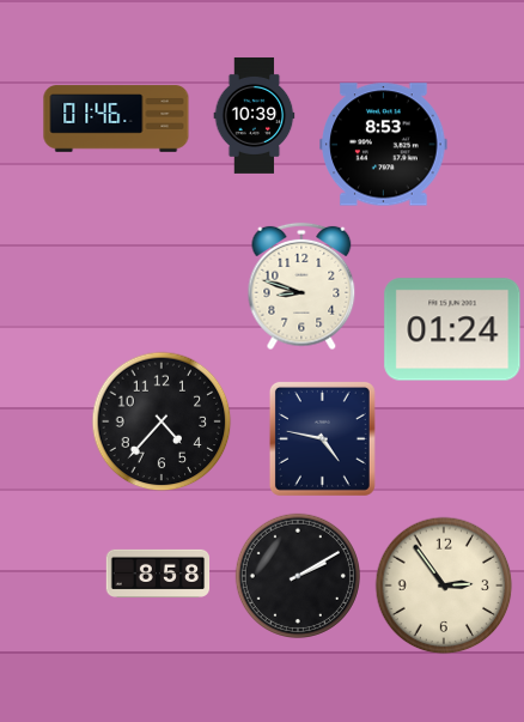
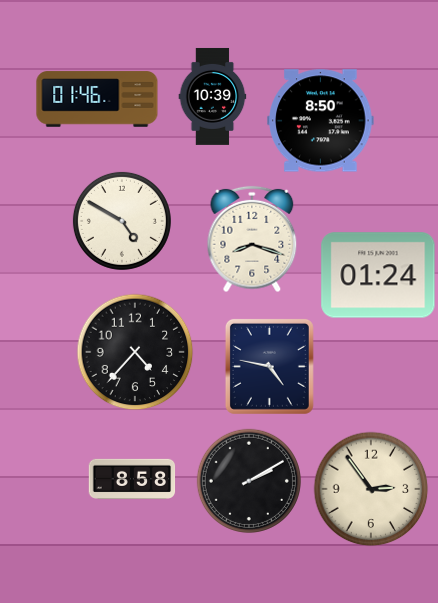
clock at (384, 145): 8:53 -> 8:50
clock at (122, 221): none -> 4:50
clock at (301, 286): 8:48 -> 8:18
